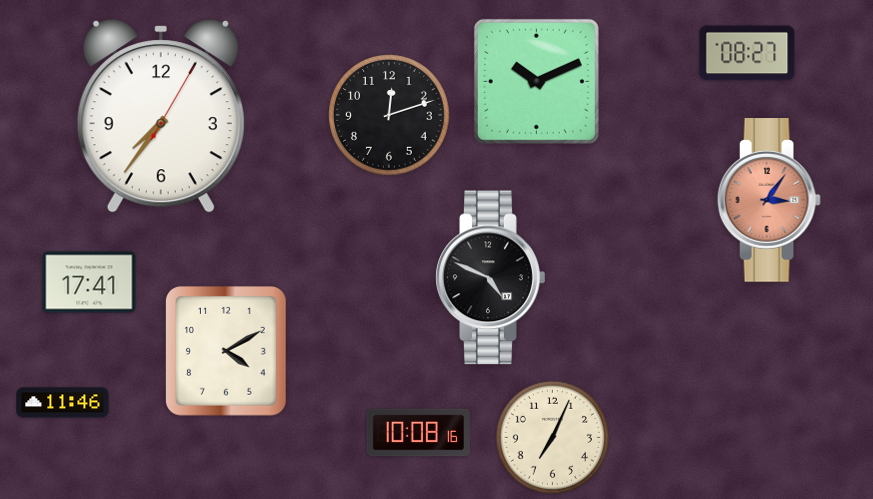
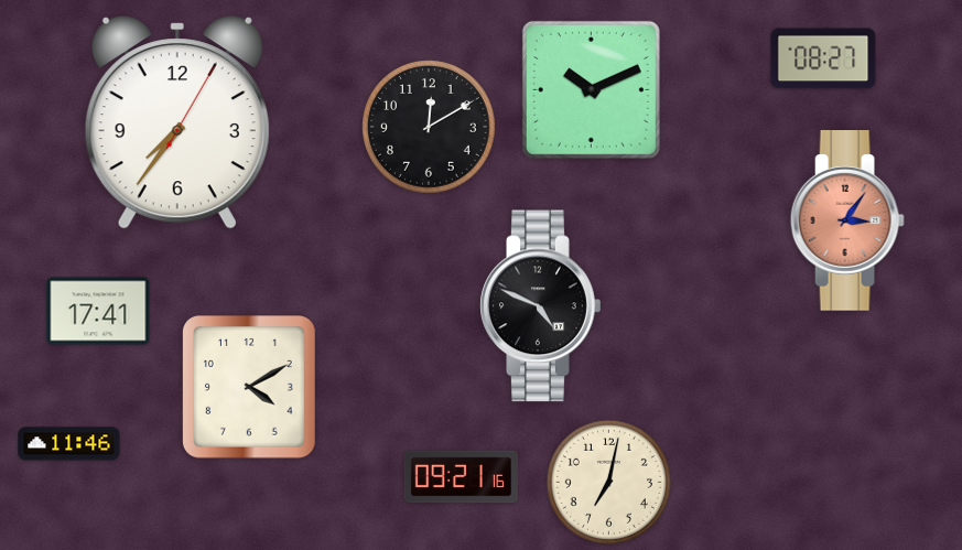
clock at (161, 116) position: (161, 116) -> (177, 122)
clock at (390, 116): 12:12 -> 12:10
clock at (418, 433): 10:08 -> 09:21
clock at (552, 437): 7:04 -> 7:02
